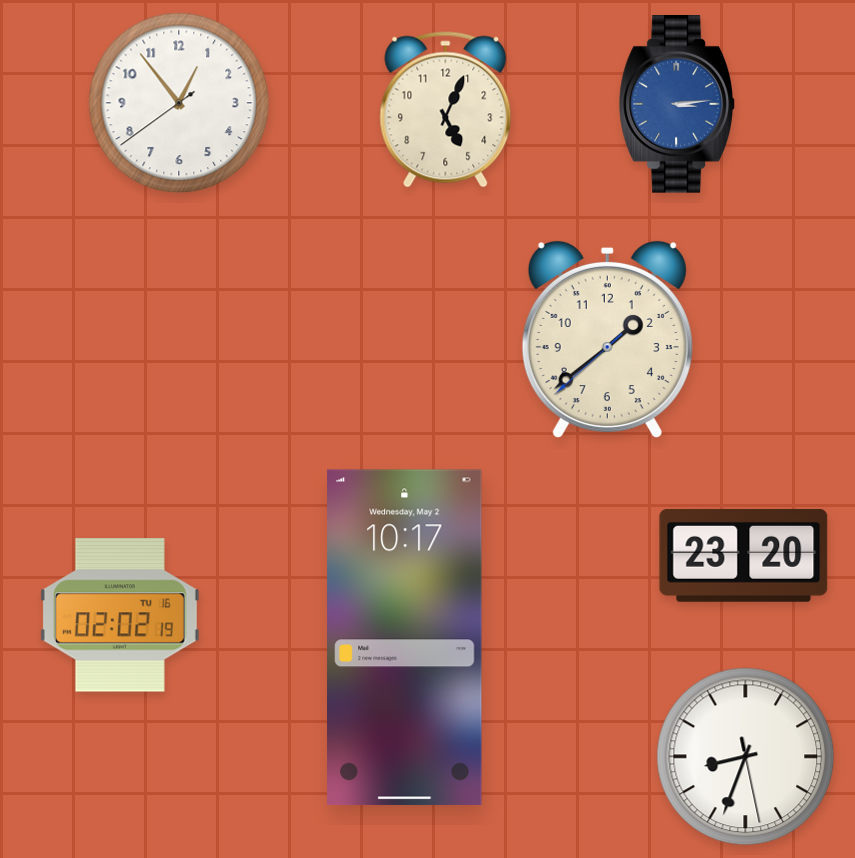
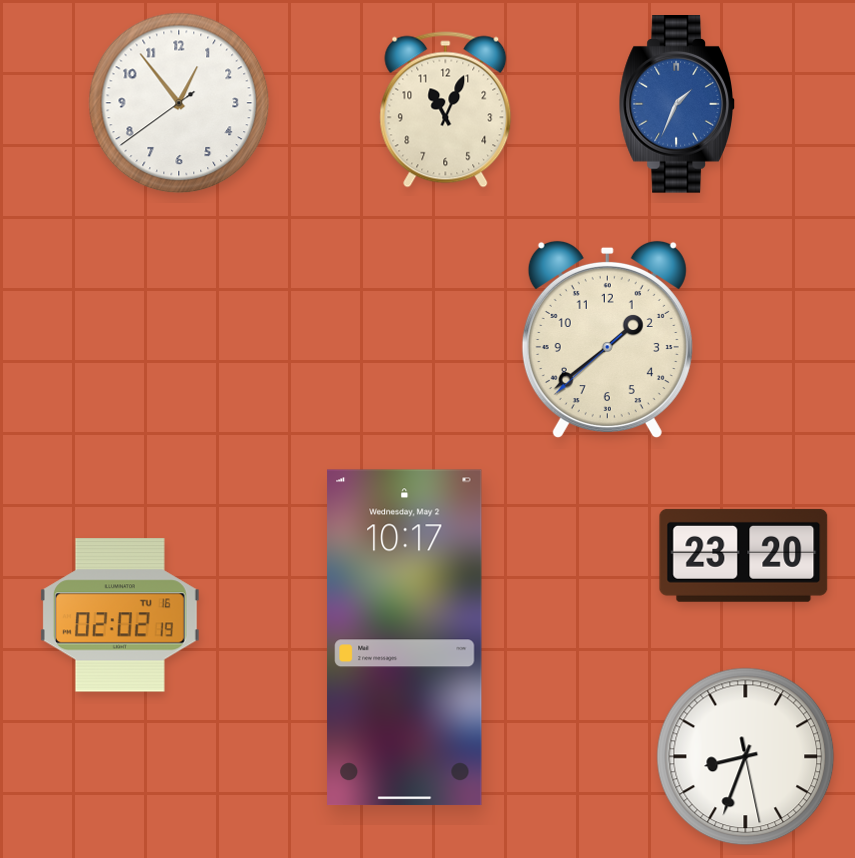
clock at (676, 104): 3:14 -> 1:34
clock at (446, 110): 5:04 -> 11:04
